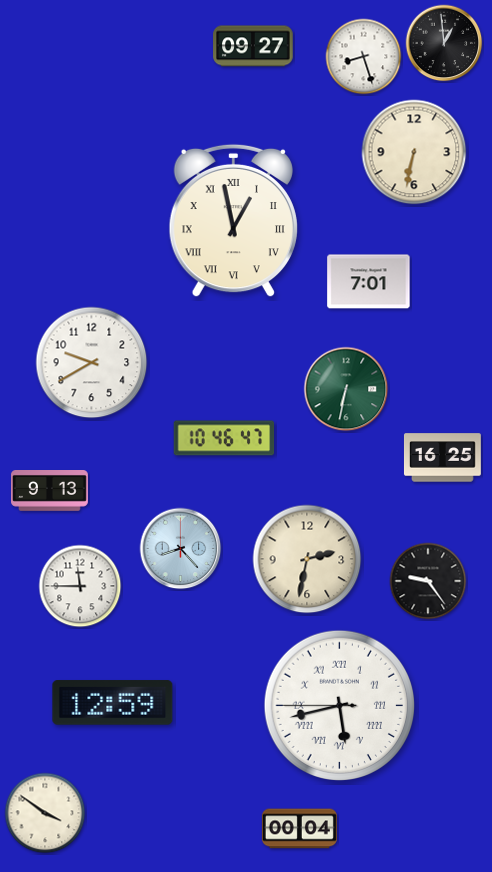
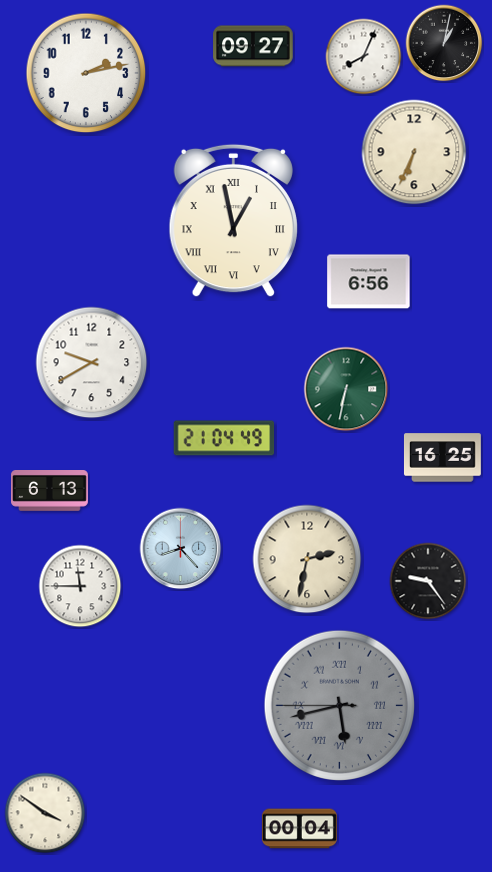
clock at (444, 43): 12:59 -> 1:02
clock at (364, 57): 8:27 -> 8:04
clock at (86, 73): none -> 2:13
clock at (414, 152): 6:32 -> 6:34
clock at (369, 282): 7:01 -> 6:56
clock at (224, 438): 10:46 -> 21:04
clock at (50, 491): 9:13 -> 6:13
clock at (113, 703): 12:59 -> none
clock at (339, 705) dial: white -> grey
